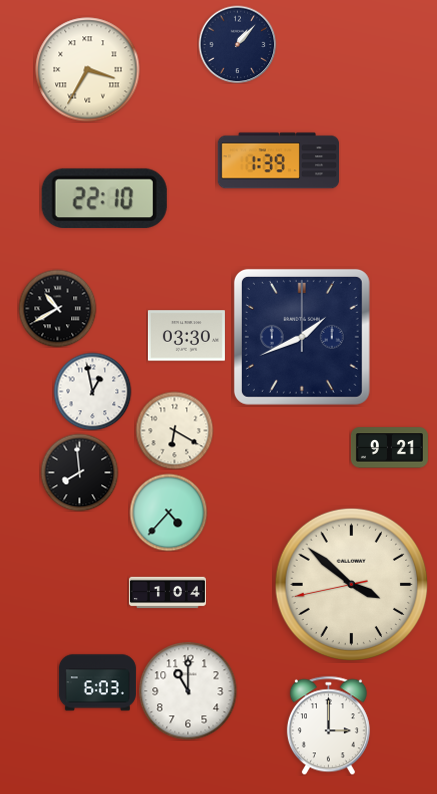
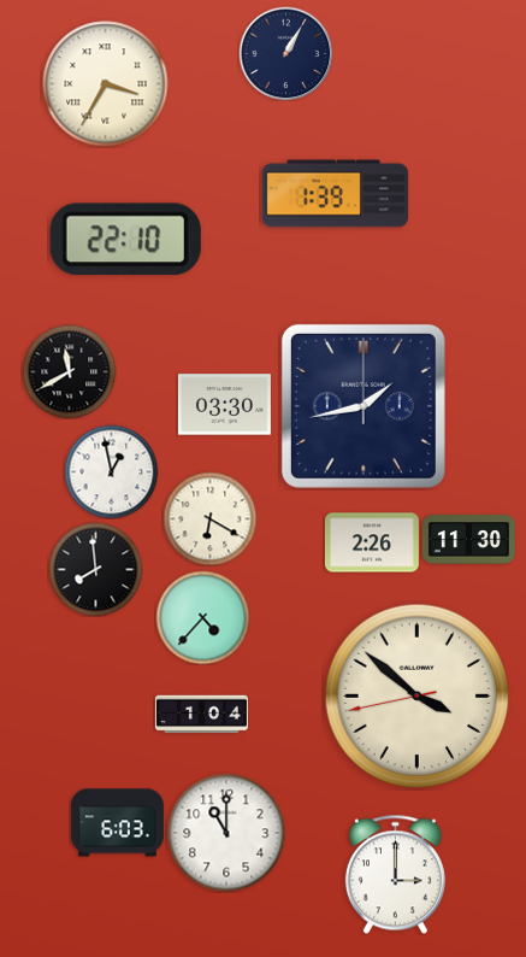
clock at (237, 44): 1:07 -> 1:05
clock at (57, 308): 10:40 -> 11:40
clock at (302, 337): 1:41 -> 1:43
clock at (389, 448): 9:21 -> 11:30
clock at (372, 542): none -> 2:26
clock at (352, 585) position: (352, 585) -> (418, 697)
